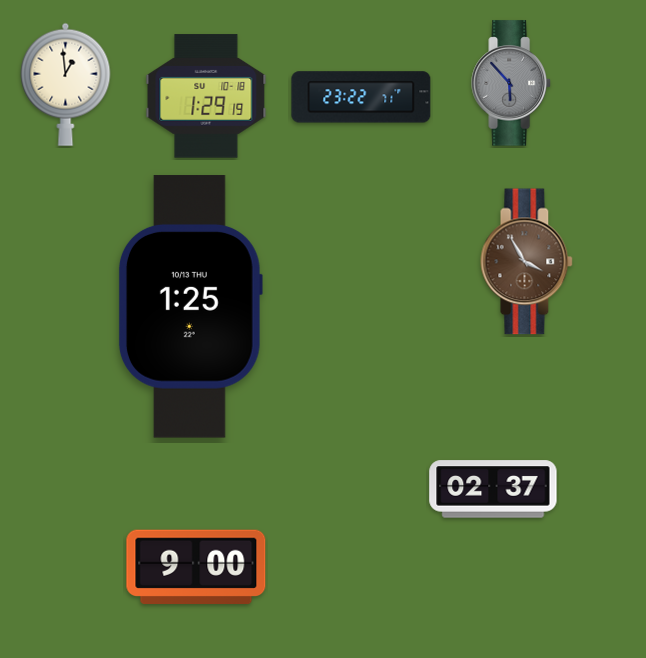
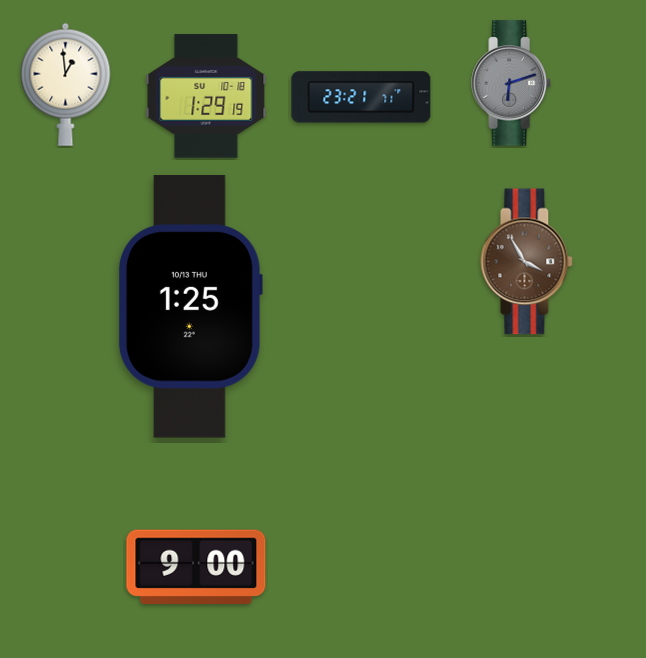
clock at (511, 83): 5:53 -> 6:12
clock at (361, 97): 23:22 -> 23:21
clock at (493, 489): 02:37 -> none
